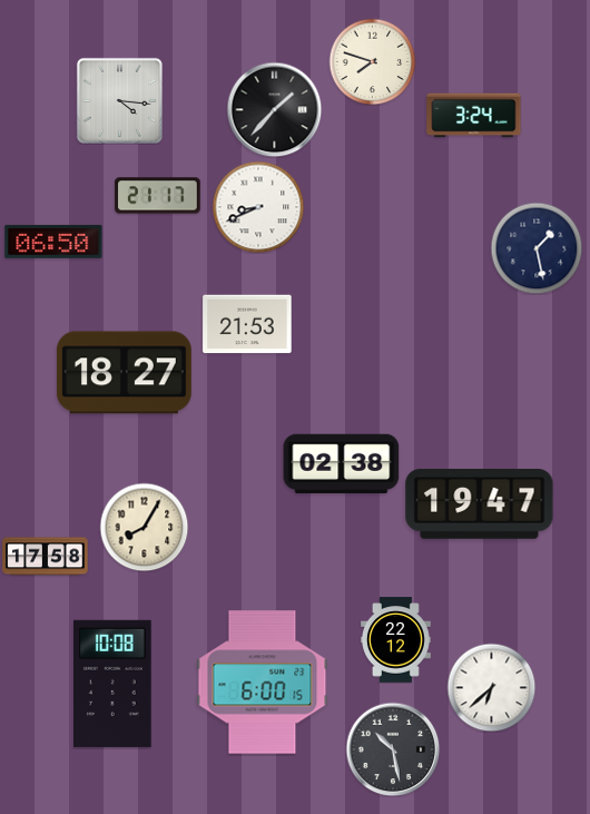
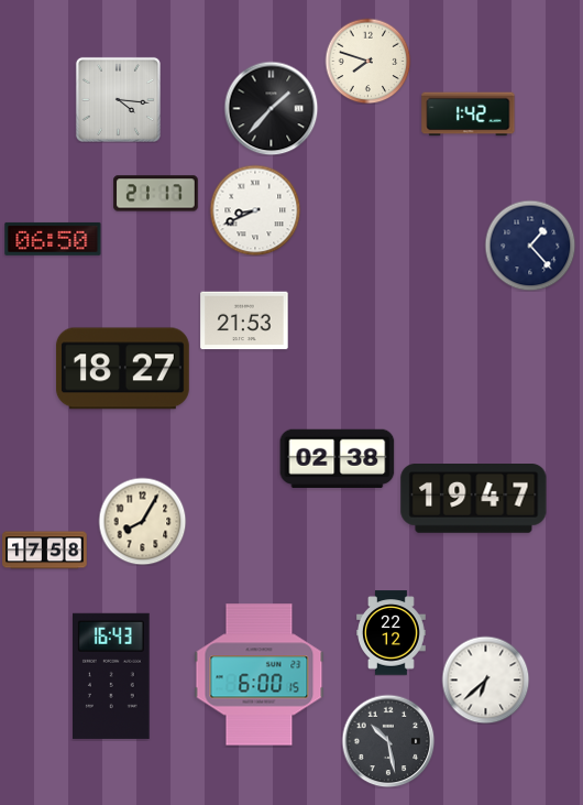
clock at (474, 116): 3:24 -> 1:42
clock at (258, 207) position: (258, 207) -> (255, 210)
clock at (537, 248): 1:28 -> 1:23
clock at (114, 684): 10:08 -> 16:43
